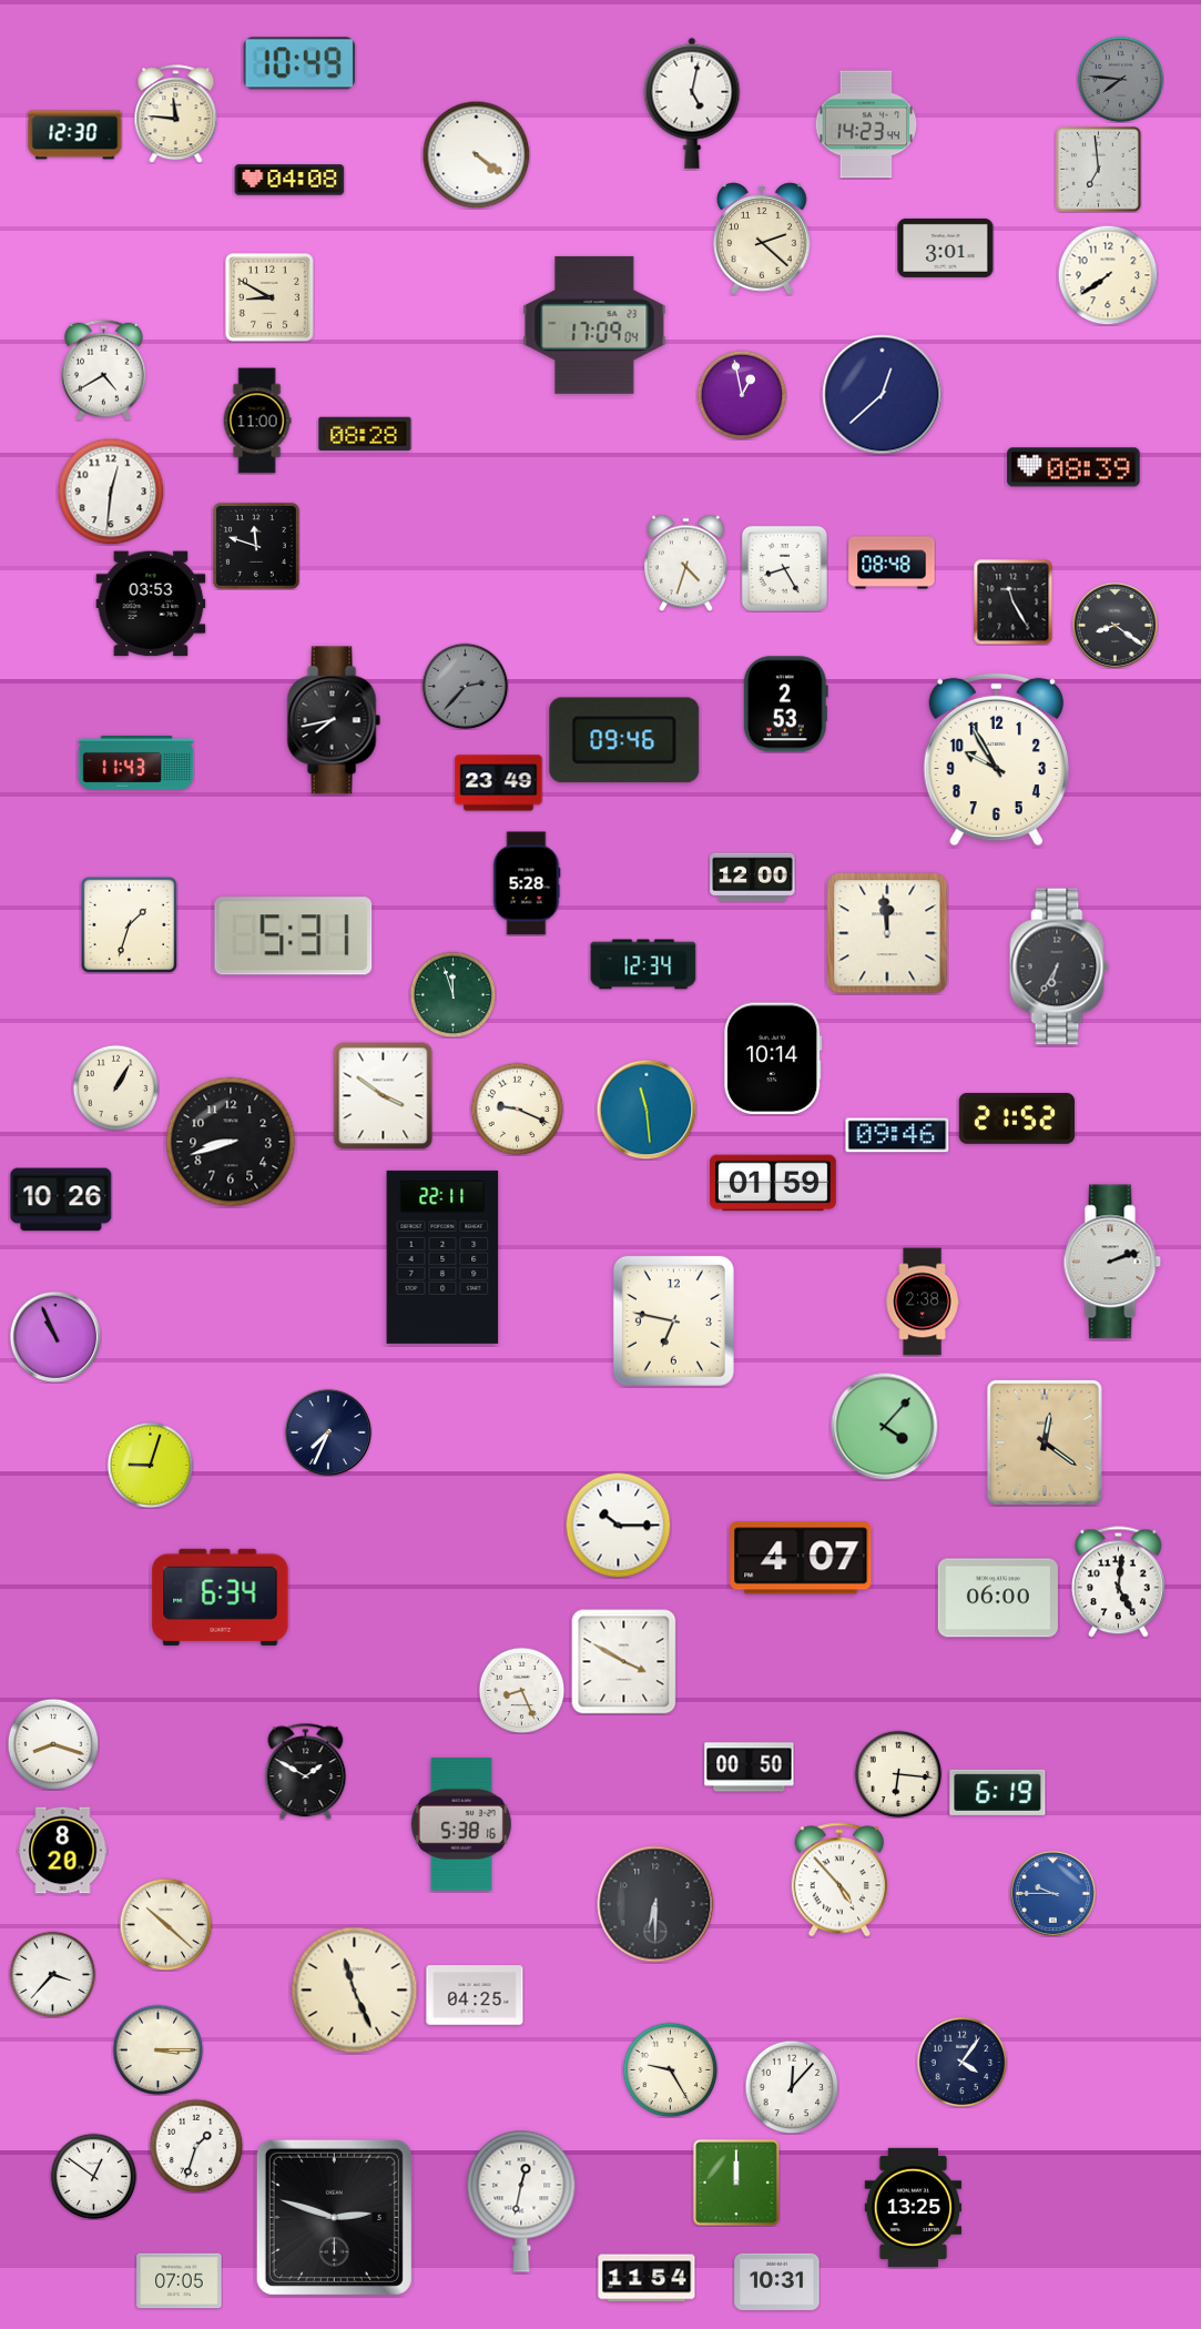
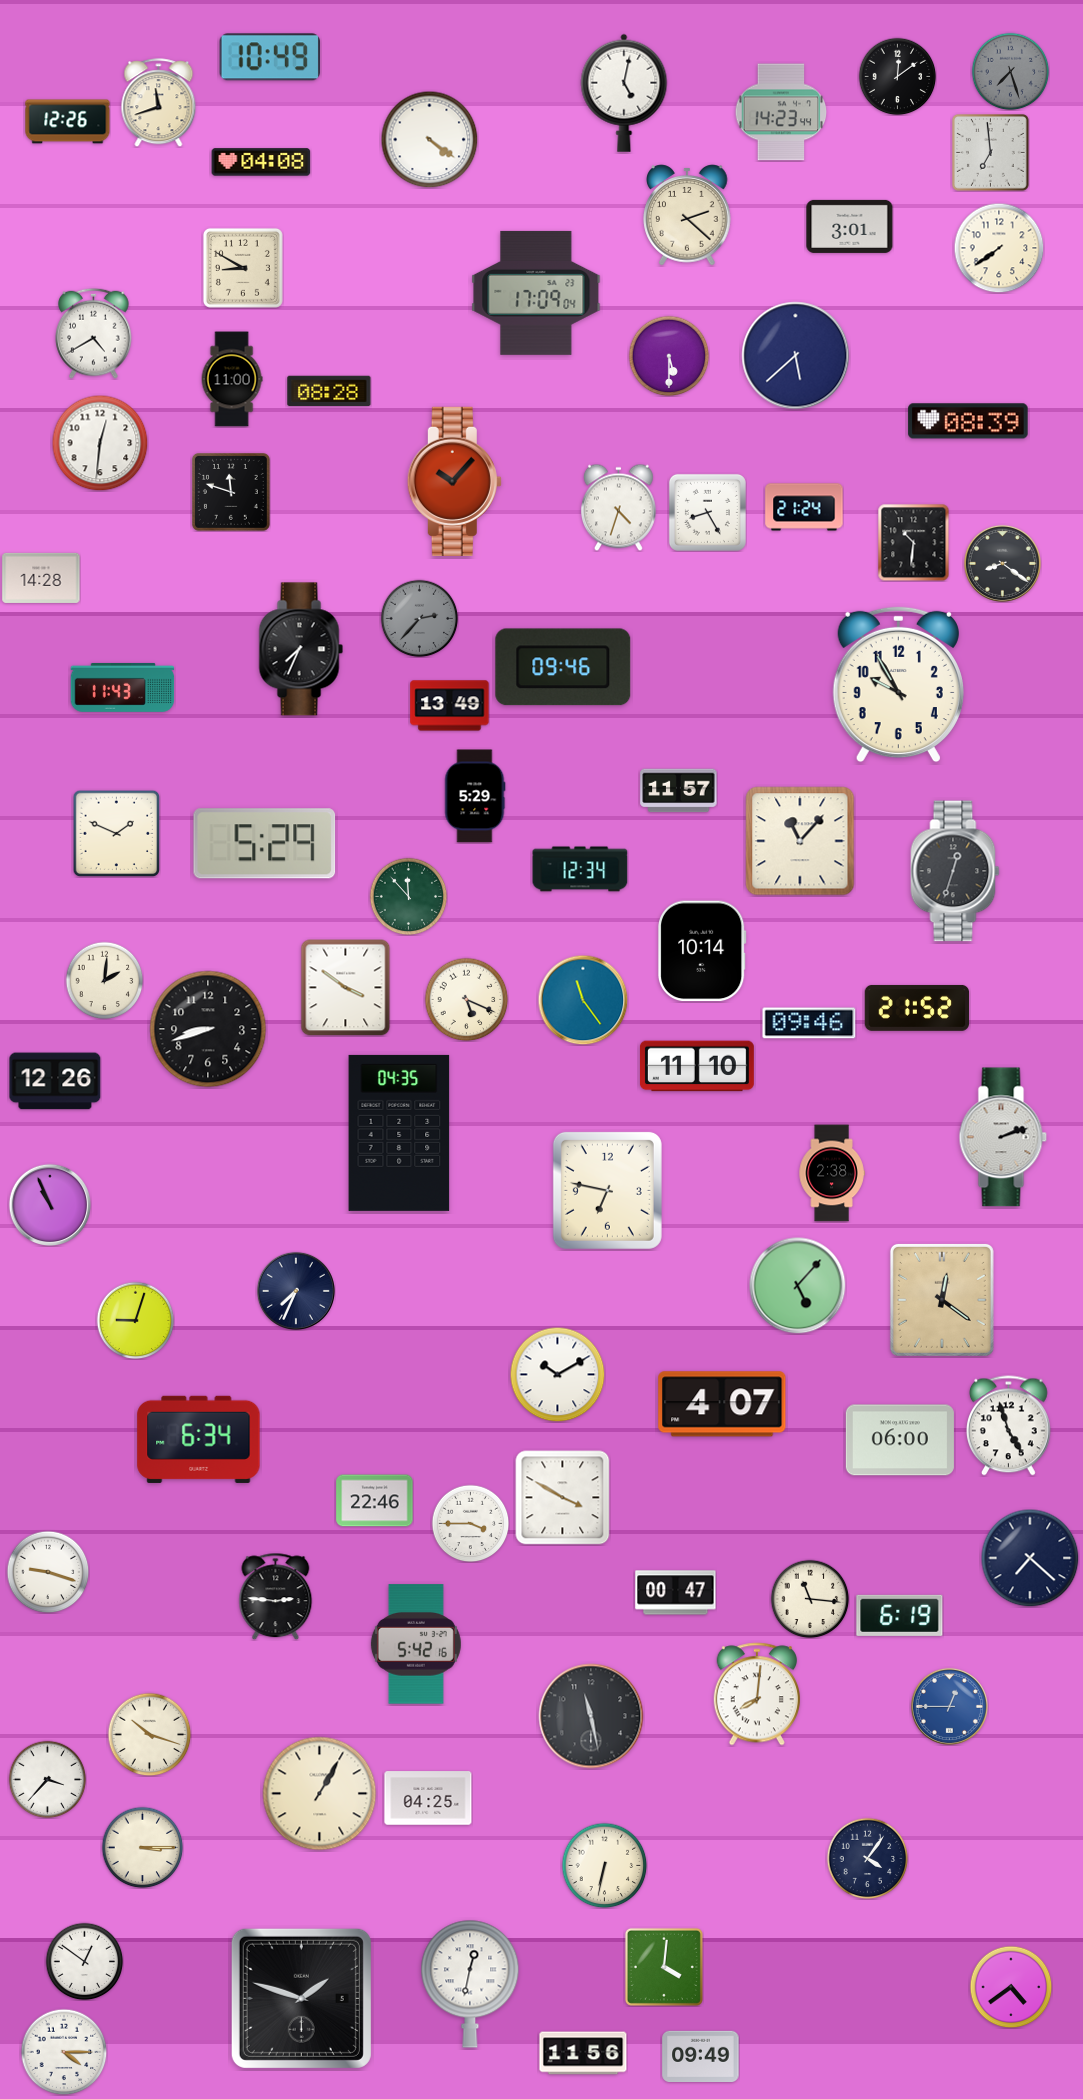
clock at (1120, 79): 7:46 -> 7:27
clock at (897, 76): none -> 12:09
clock at (176, 114): 11:46 -> 11:42
clock at (75, 135): 12:30 -> 12:26
clock at (946, 247) position: (946, 247) -> (850, 226)
clock at (742, 395): 12:58 -> 5:30
clock at (883, 395): 12:38 -> 5:38
clock at (454, 481): none -> 10:07
clock at (892, 563): 08:48 -> 21:24
clock at (1014, 601): 11:25 -> 10:31
clock at (151, 604): 03:53 -> none
clock at (1115, 625) position: (1115, 625) -> (1002, 563)
clock at (41, 578): none -> 14:28
clock at (785, 705): 2:53 -> none
clock at (334, 720): 7:43 -> 7:34
clock at (499, 783): 23:49 -> 13:49
clock at (753, 878): 12:00 -> 11:57
clock at (527, 883): 5:28 -> 5:29
clock at (129, 924): 1:33 -> 1:49
clock at (887, 933): 11:59 -> 11:07
clock at (294, 936): 5:31 -> 5:29
clock at (1059, 966): 6:35 -> 12:33
clock at (452, 994): 11:57 -> 11:53
clock at (773, 1059) position: (773, 1059) -> (702, 951)
clock at (115, 1087): 1:05 -> 2:01
clock at (517, 1108): 9:19 -> 5:19
clock at (647, 1110): 11:29 -> 11:24
clock at (773, 1183): 01:59 -> 11:10
clock at (61, 1199): 10:26 -> 12:26
clock at (442, 1257): 22:11 -> 04:35
clock at (885, 1427): 4:07 -> 5:07
clock at (618, 1525): 10:15 -> 10:10
clock at (1118, 1582): 5:01 -> 4:57
clock at (375, 1501): none -> 22:46
clock at (521, 1690): 8:26 -> 3:45
clock at (1030, 1558): none -> 7:22
clock at (53, 1744): 8:18 -> 9:18
clock at (750, 1768): 00:50 -> 00:47
clock at (306, 1771): 1:50 -> 2:46
clock at (898, 1774): 6:16 -> 11:16
clock at (461, 1824): 5:38 -> 5:42
clock at (63, 1851): 8:20 -> none
clock at (838, 1880): 4:53 -> 8:01
clock at (1052, 1893): 9:45 -> 12:45
clock at (655, 1904): 6:30 -> 11:28
clock at (165, 1924): 10:22 -> 10:18
clock at (355, 1991): 11:26 -> 1:05
clock at (670, 2069): 9:25 -> 6:32
clock at (792, 2087): 12:07 -> none
clock at (196, 2146): 1:33 -> none
clock at (736, 2183): 12:00 -> 4:01
clock at (1011, 1987): none -> 4:39
clock at (914, 2207): 13:25 -> none
clock at (334, 2217): 2:48 -> 1:48
clock at (64, 2052): none -> 4:15
clock at (647, 2278): 11:54 -> 11:56
clock at (180, 2281): 07:05 -> none
clock at (777, 2281): 10:31 -> 09:49
